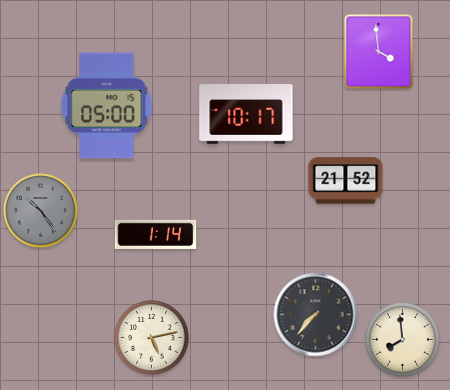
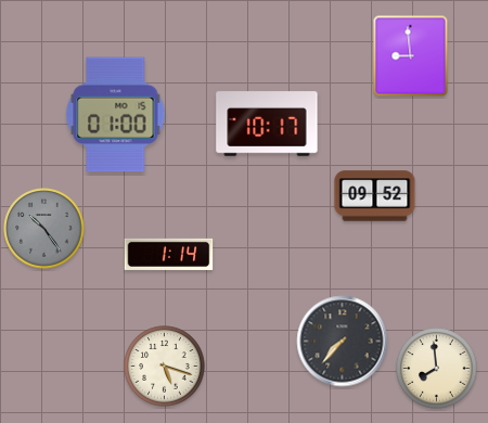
clock at (379, 52): 3:59 -> 8:59
clock at (107, 106): 05:00 -> 01:00
clock at (346, 181): 21:52 -> 09:52
clock at (152, 338): 5:13 -> 5:18
